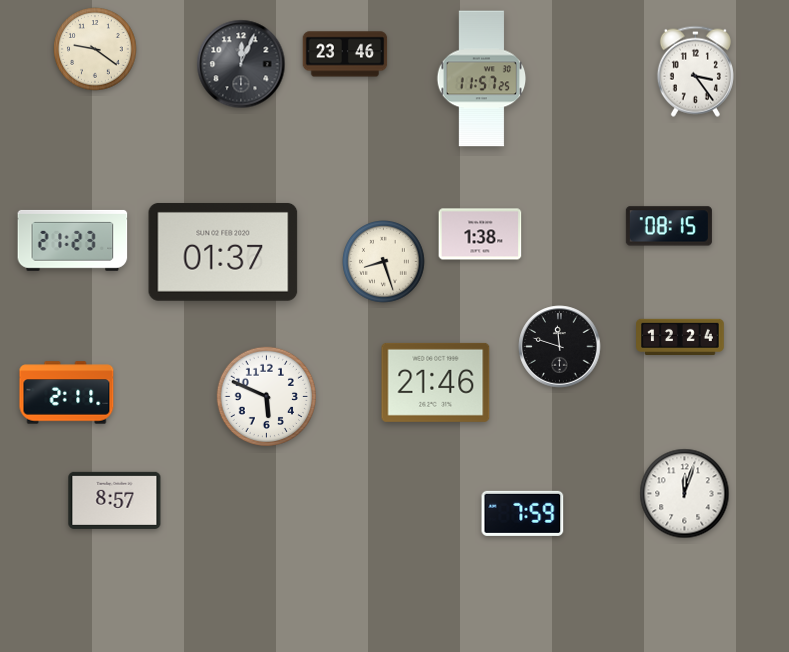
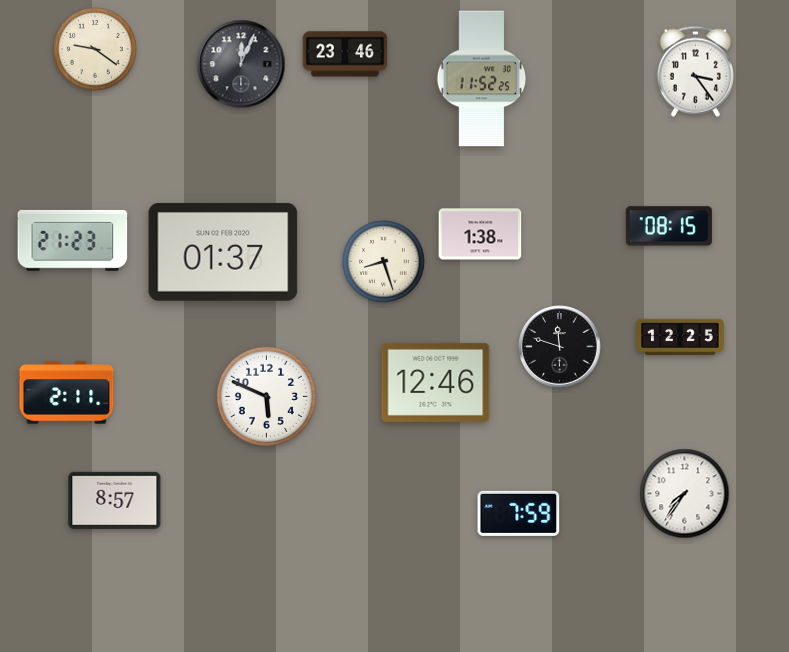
clock at (482, 79): 11:57 -> 11:52
clock at (680, 337): 12:24 -> 12:25
clock at (436, 382): 21:46 -> 12:46
clock at (685, 494): 12:03 -> 7:36
clock at (523, 513) position: (523, 513) -> (519, 513)
